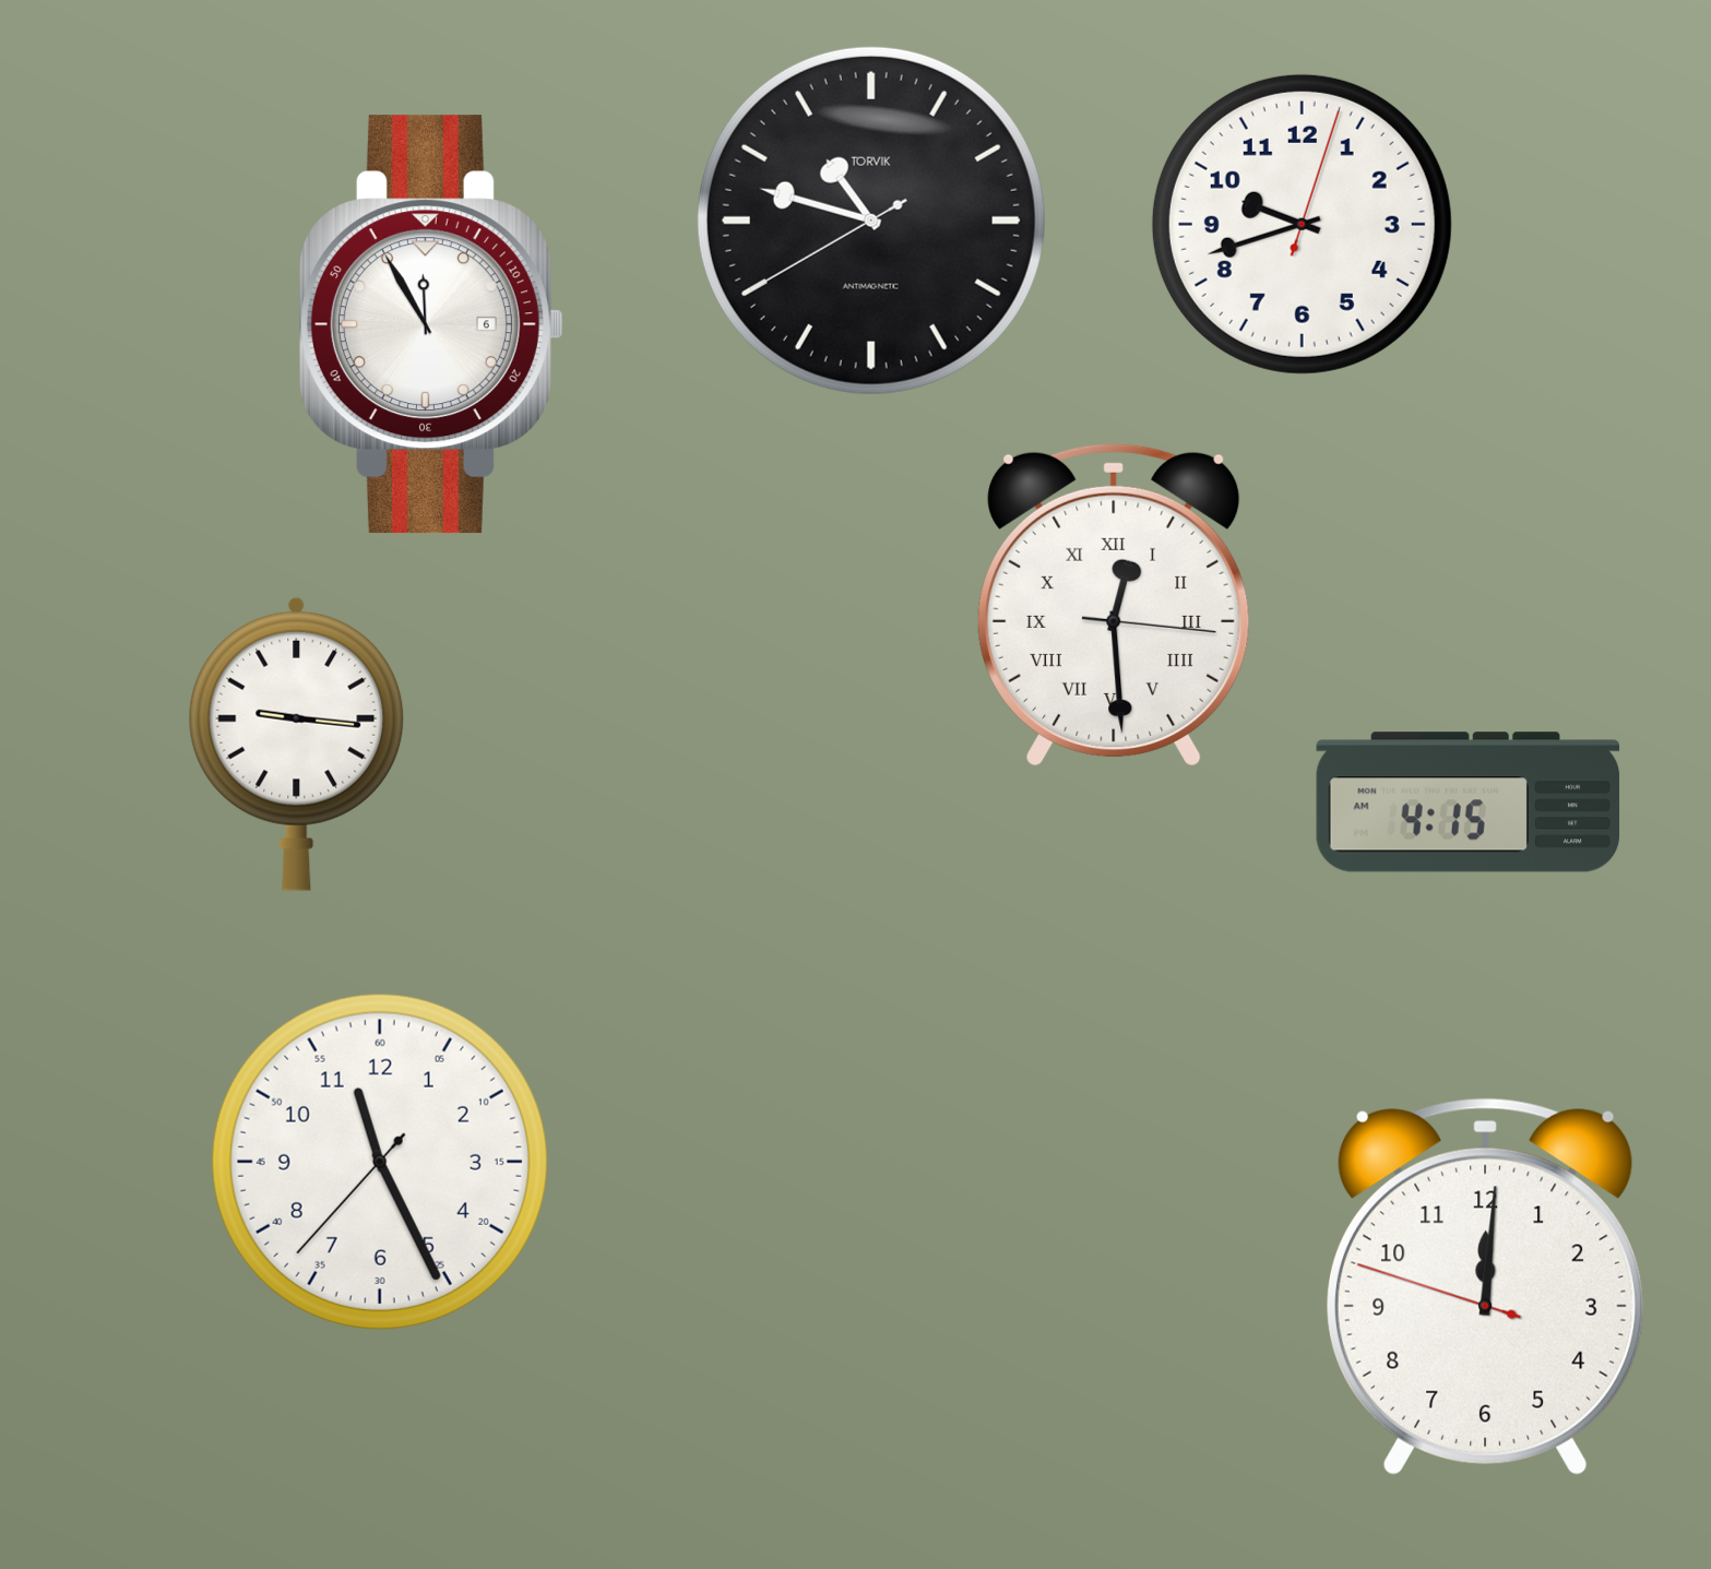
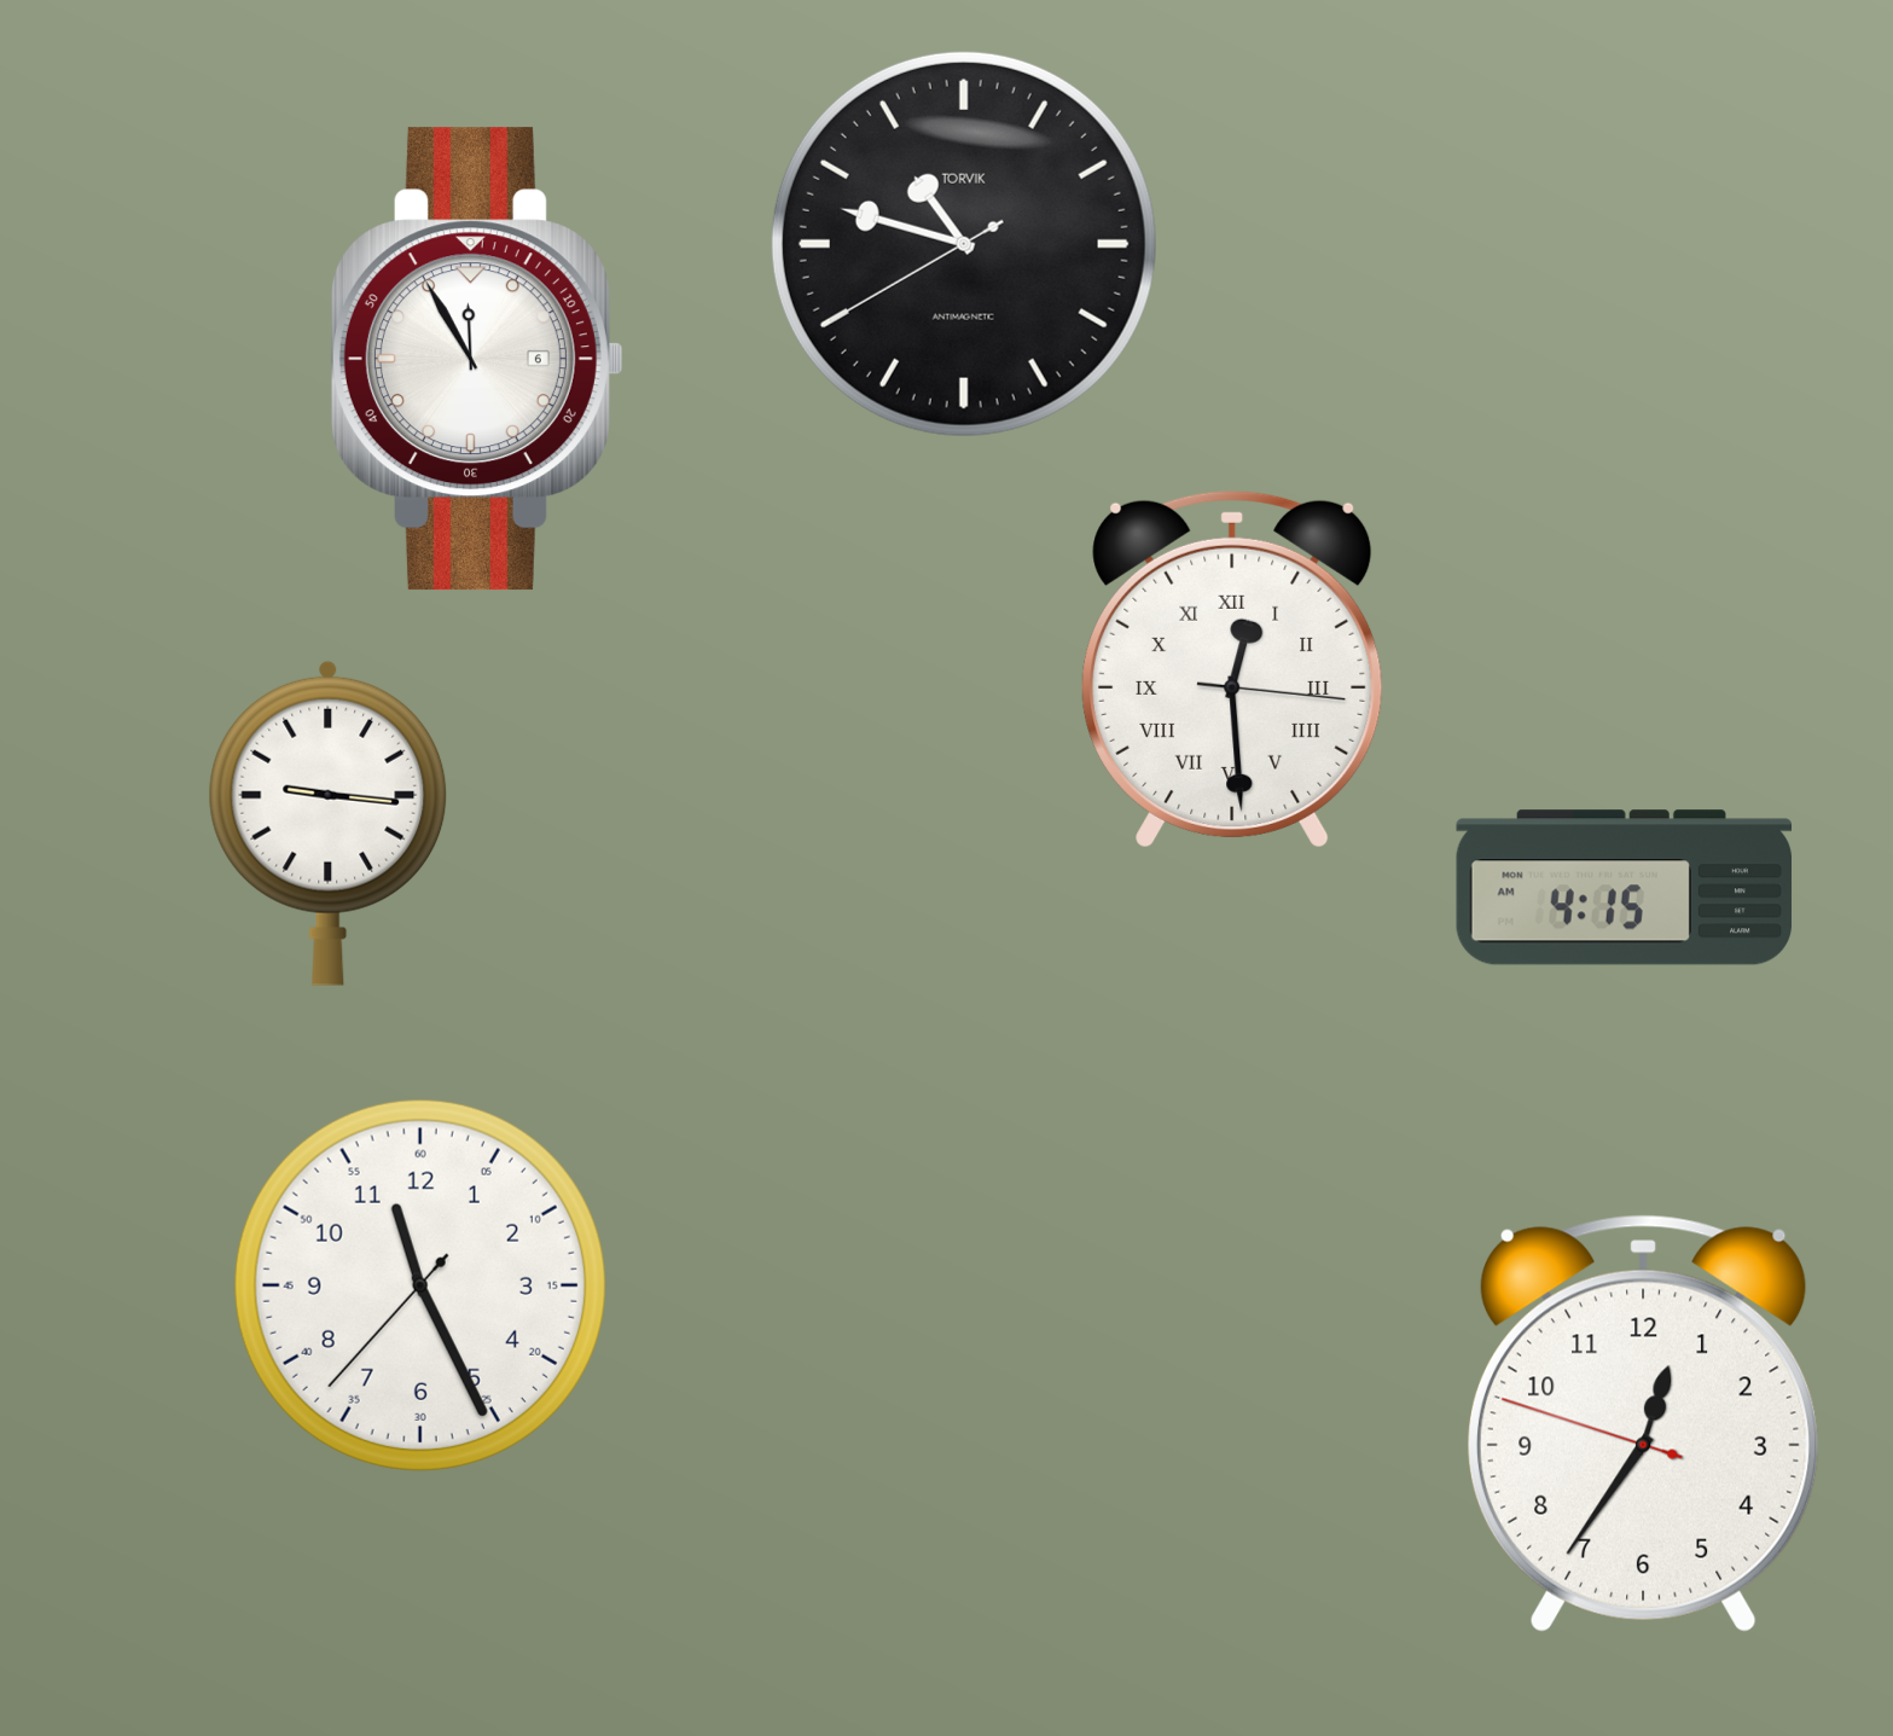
clock at (1302, 224): 9:42 -> none
clock at (1485, 1286): 12:00 -> 12:35
